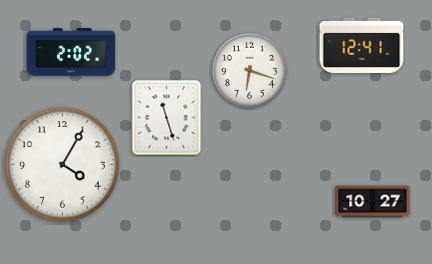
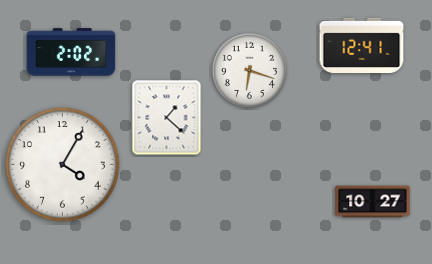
clock at (167, 118): 11:27 -> 1:22
